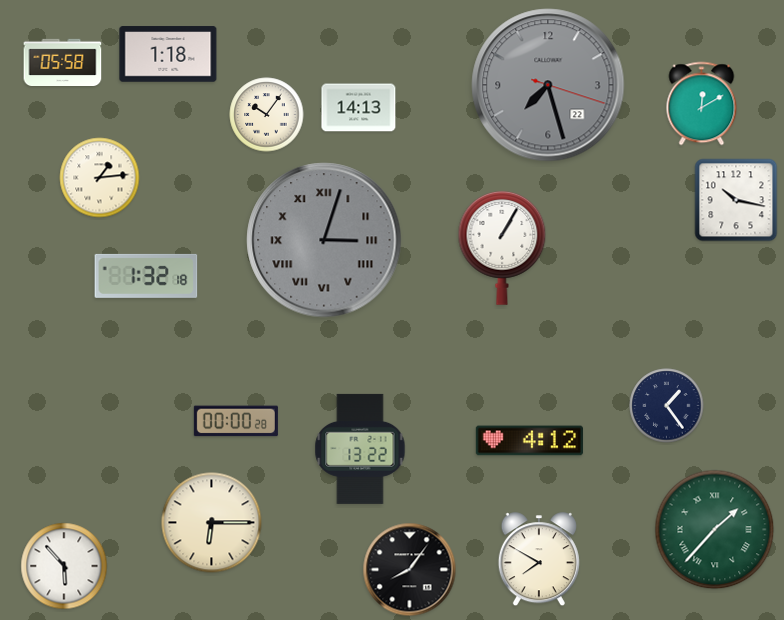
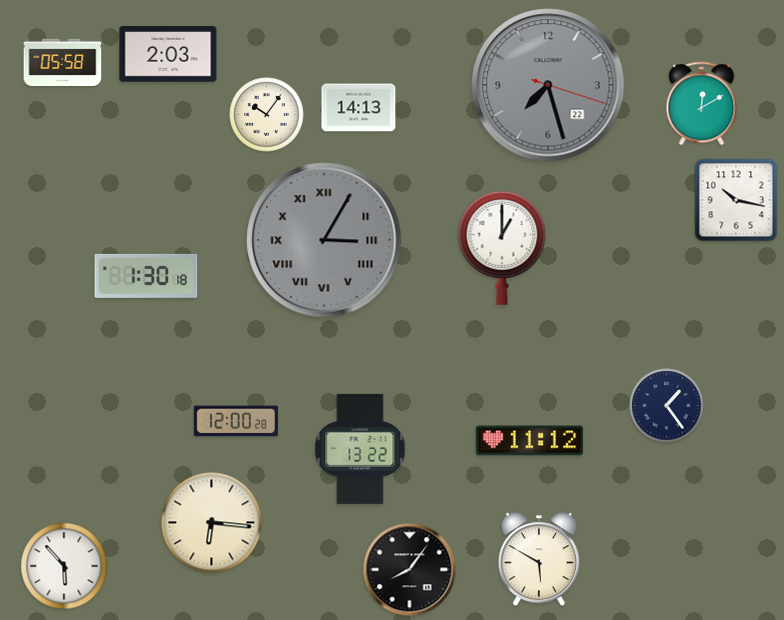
clock at (168, 54): 1:18 -> 2:03
clock at (100, 178): 1:14 -> none
clock at (324, 240): 3:03 -> 3:05
clock at (502, 248): 1:05 -> 1:00
clock at (146, 276): 1:32 -> 1:30
clock at (236, 421): 00:00 -> 12:00
clock at (529, 441): 4:12 -> 11:12
clock at (212, 523): 6:15 -> 6:16
clock at (715, 530): 1:37 -> none
clock at (539, 560): 7:50 -> 5:50
